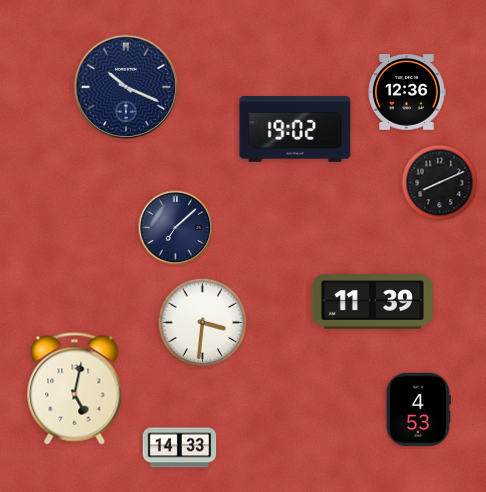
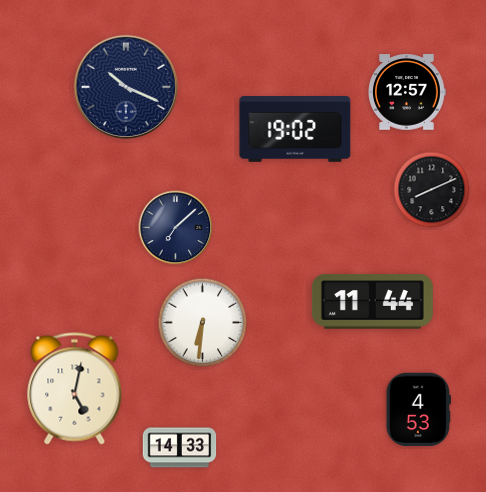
clock at (407, 92): 12:36 -> 12:57
clock at (440, 183) position: (440, 183) -> (432, 190)
clock at (372, 302): 11:39 -> 11:44
clock at (203, 323): 3:31 -> 6:31
